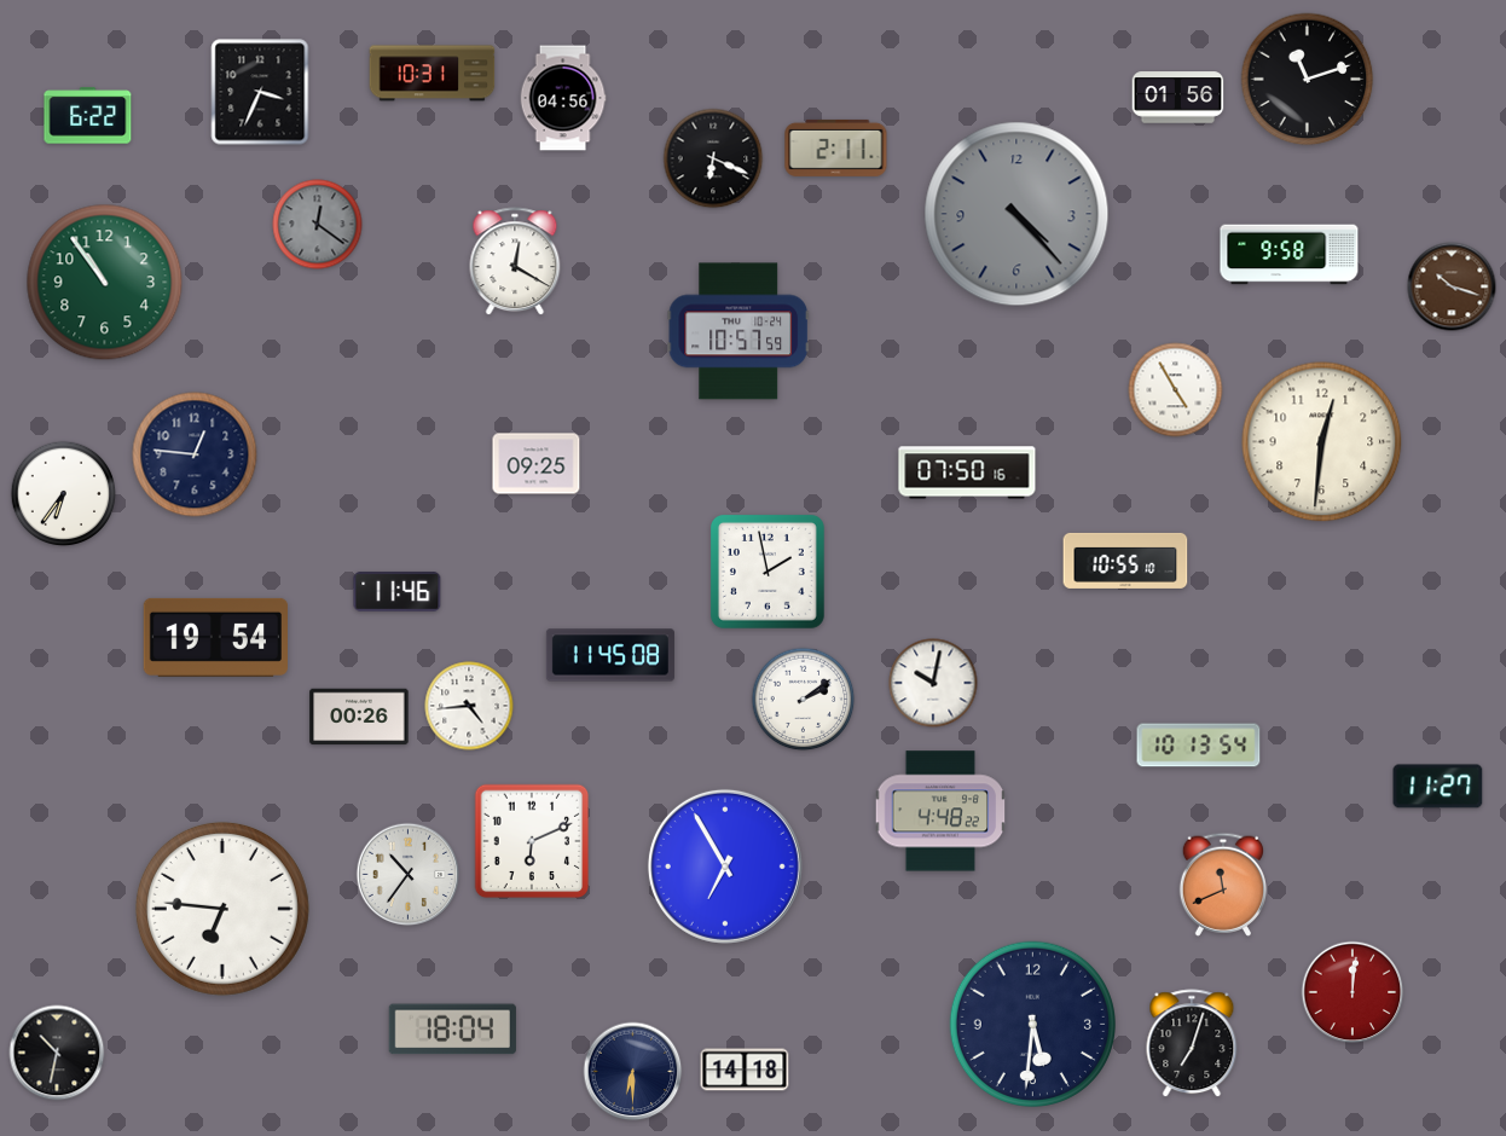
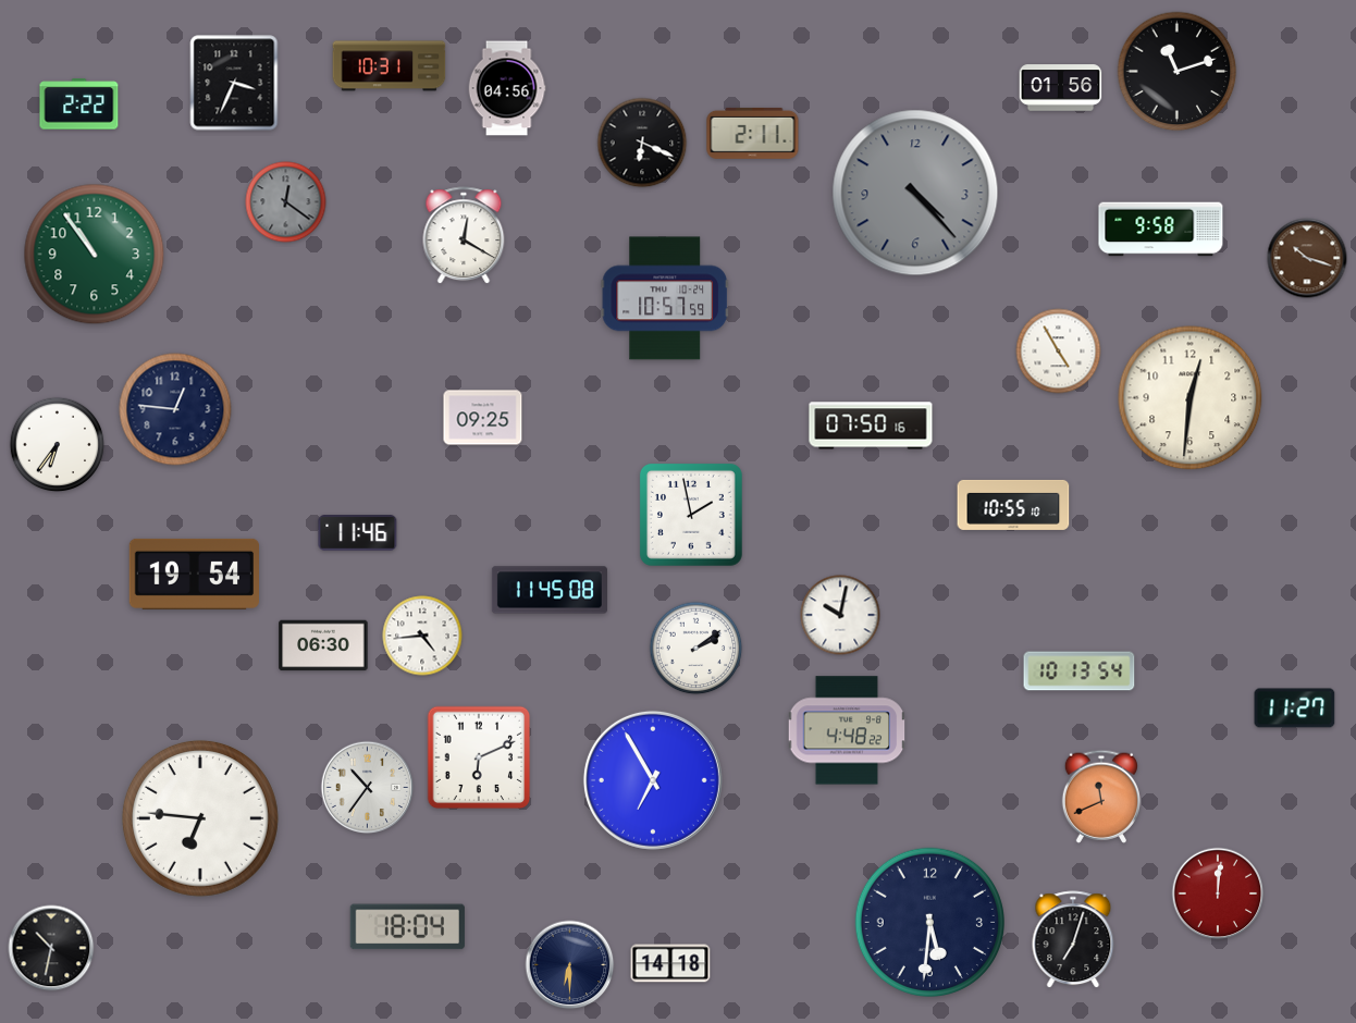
clock at (88, 116): 6:22 -> 2:22
clock at (804, 700) position: (804, 700) -> (697, 649)
clock at (359, 717): 00:26 -> 06:30
